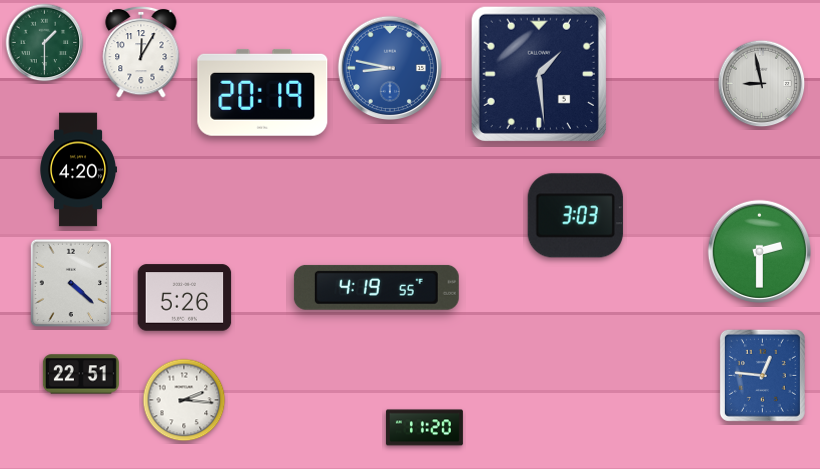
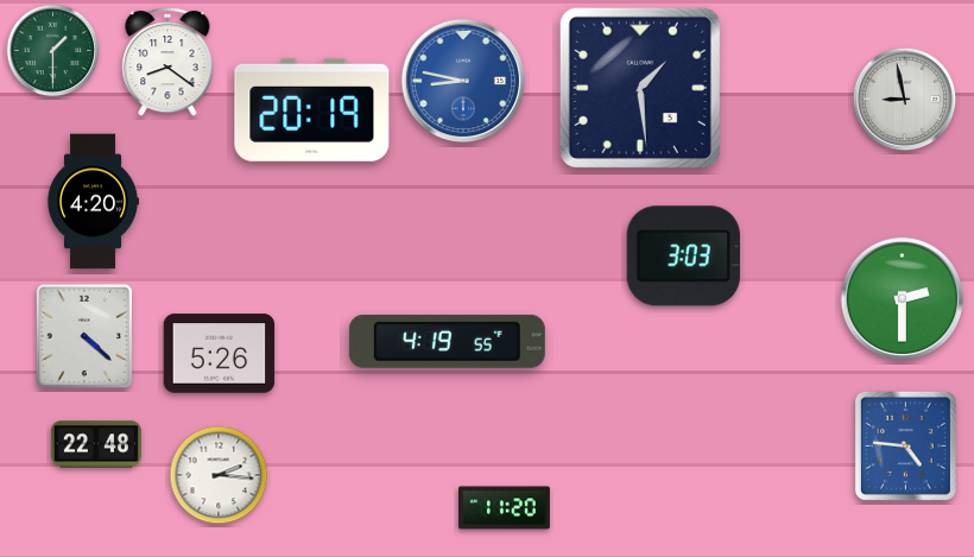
clock at (141, 52): 12:05 -> 8:21
clock at (81, 374): 22:51 -> 22:48
clock at (762, 375): 12:46 -> 4:46
